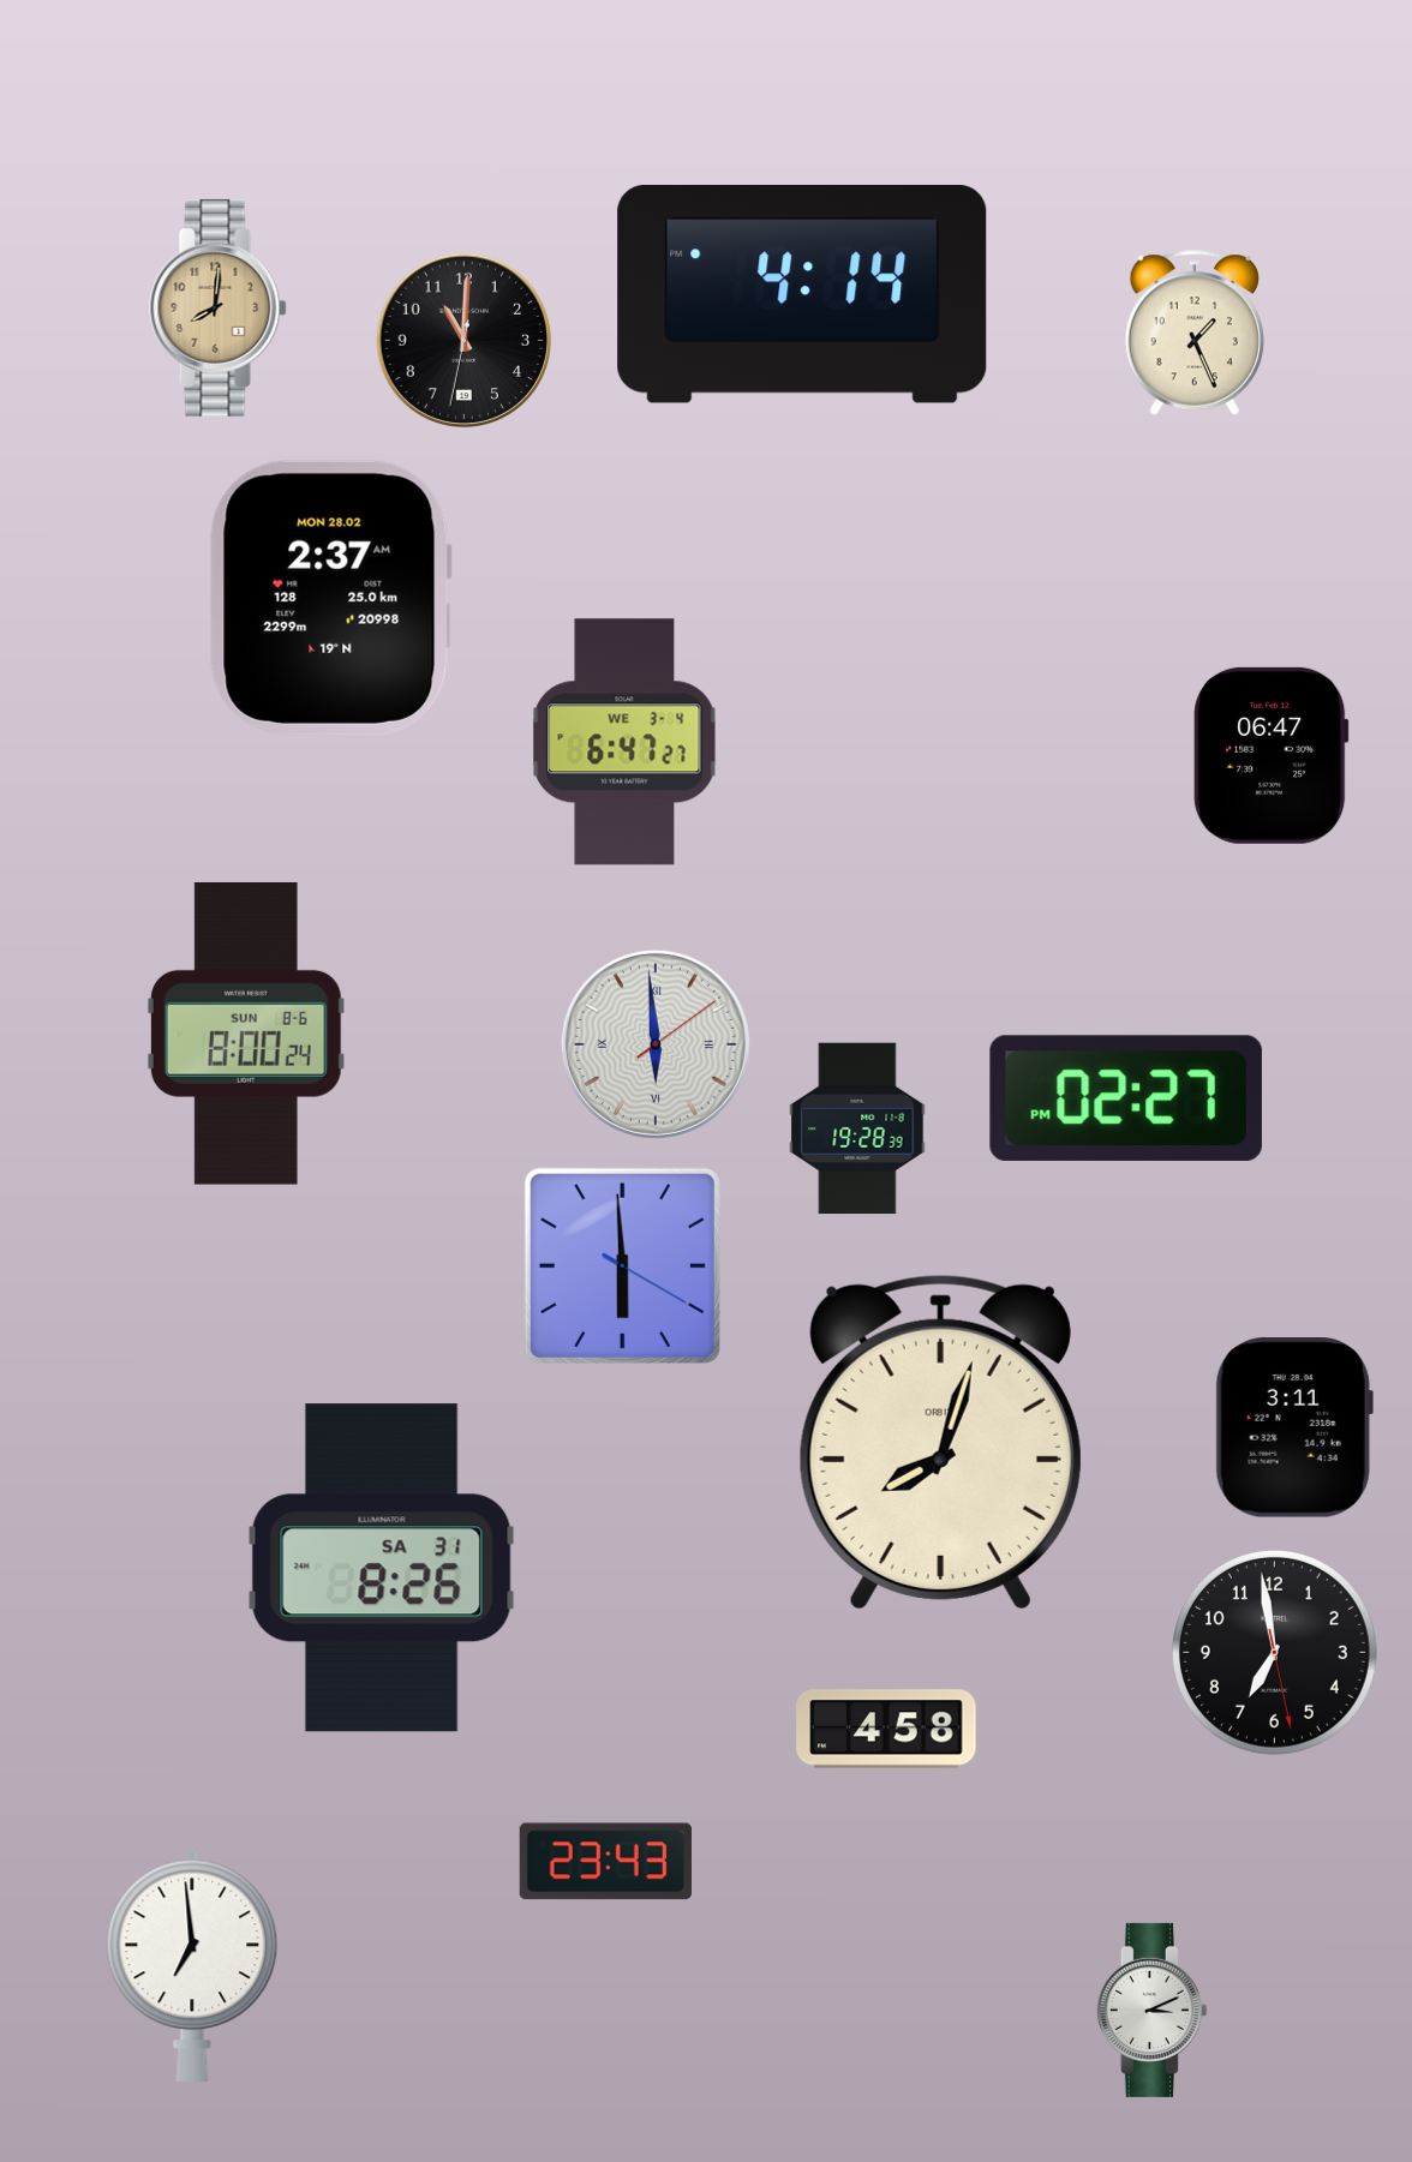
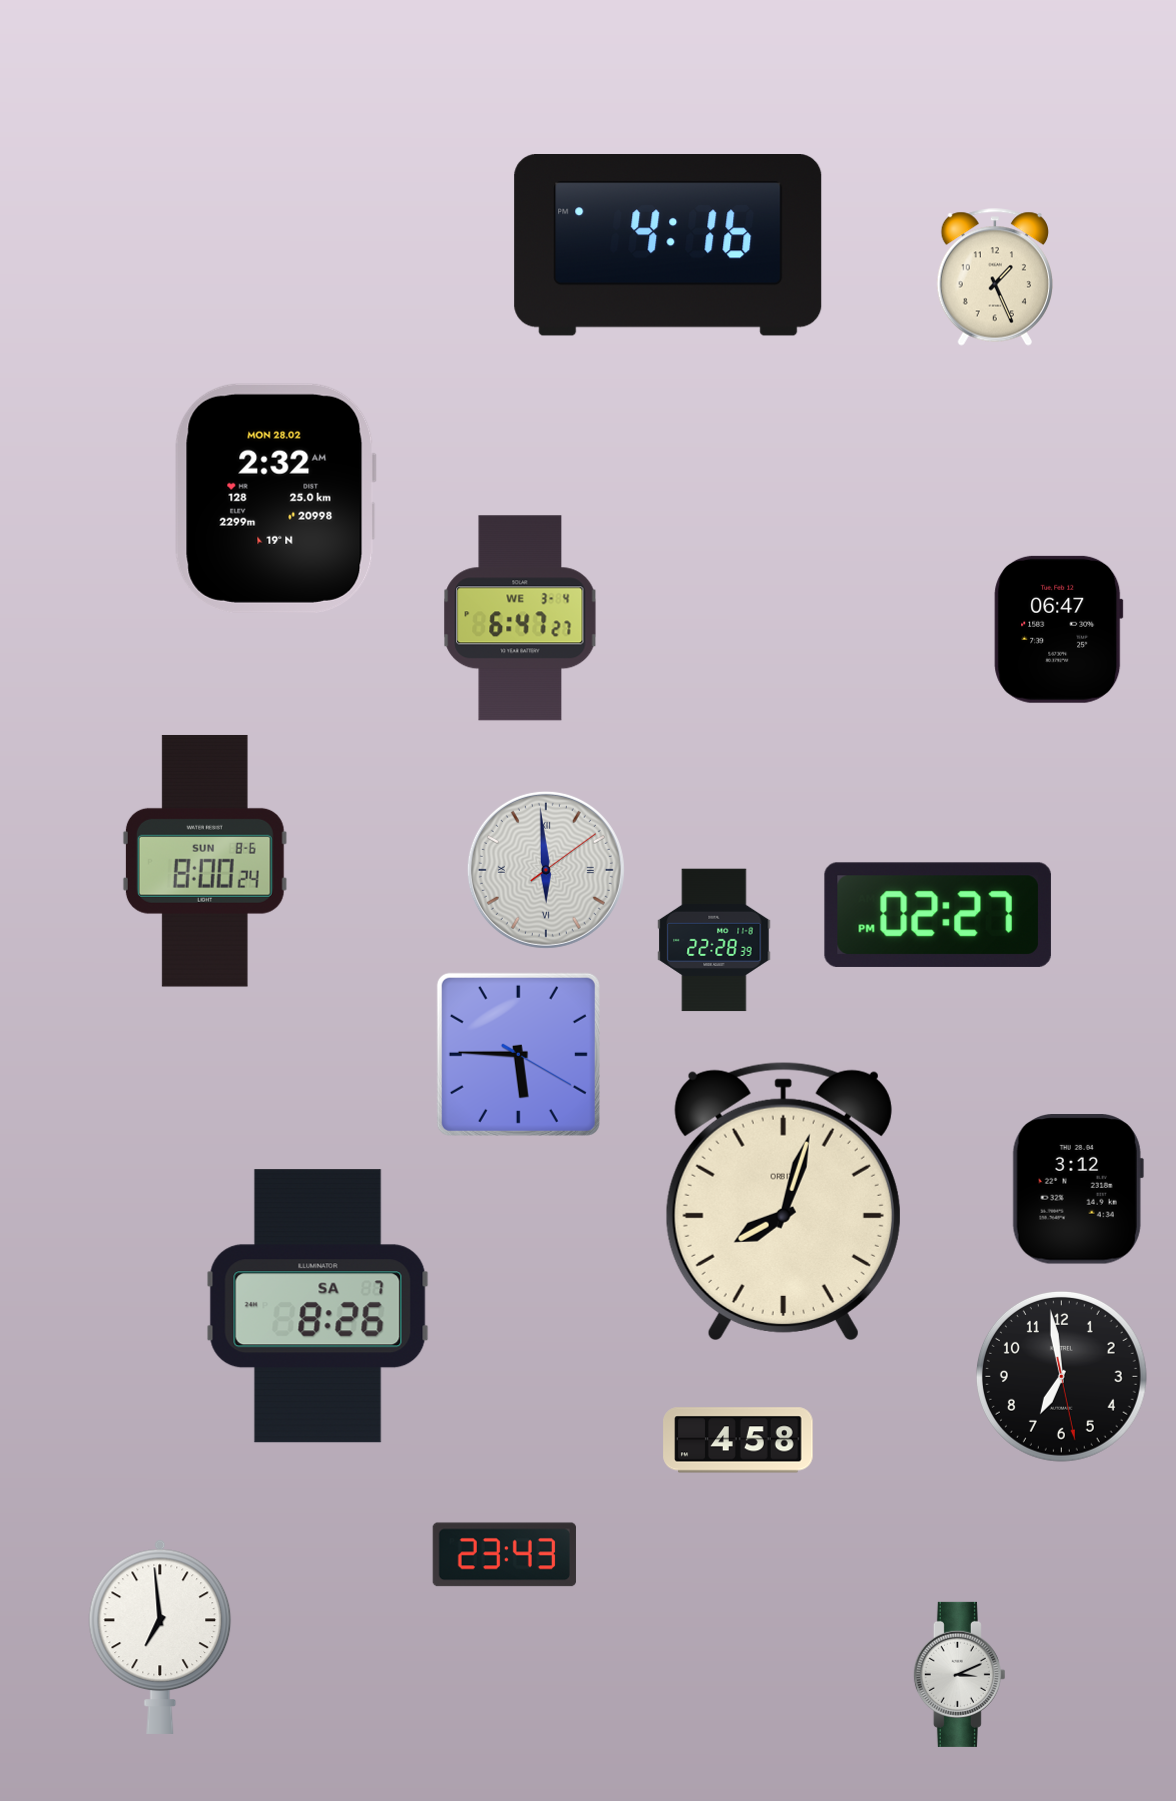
clock at (802, 294): 4:14 -> 4:16
clock at (219, 307): 8:01 -> none
clock at (463, 340): 11:00 -> none
clock at (330, 598): 2:37 -> 2:32
clock at (857, 1128): 19:28 -> 22:28
clock at (622, 1265): 5:59 -> 5:45
clock at (1294, 1427): 3:11 -> 3:12
clock at (382, 1568) date: SA 31 -> SA 7
clock at (605, 1862) position: (605, 1862) -> (504, 1555)
